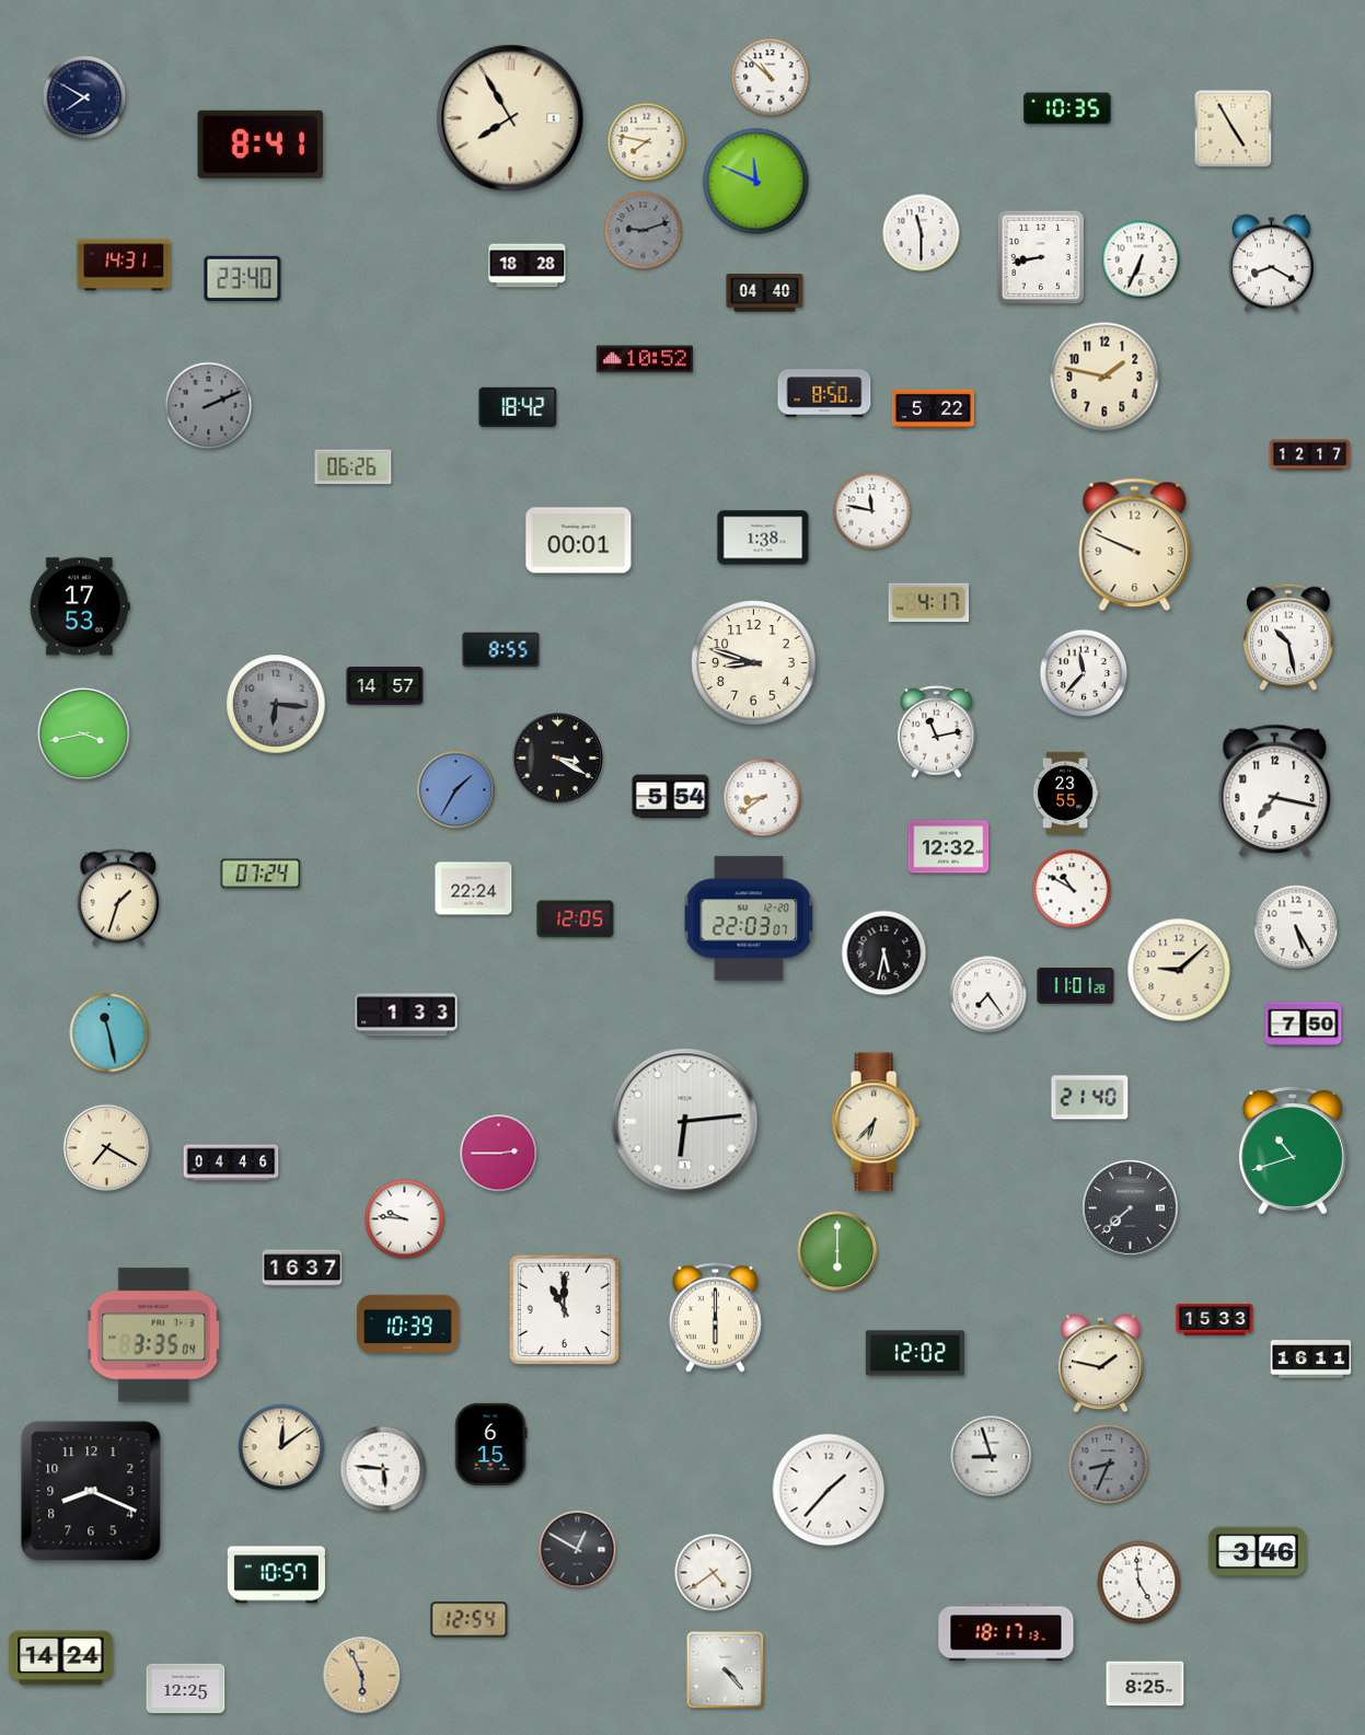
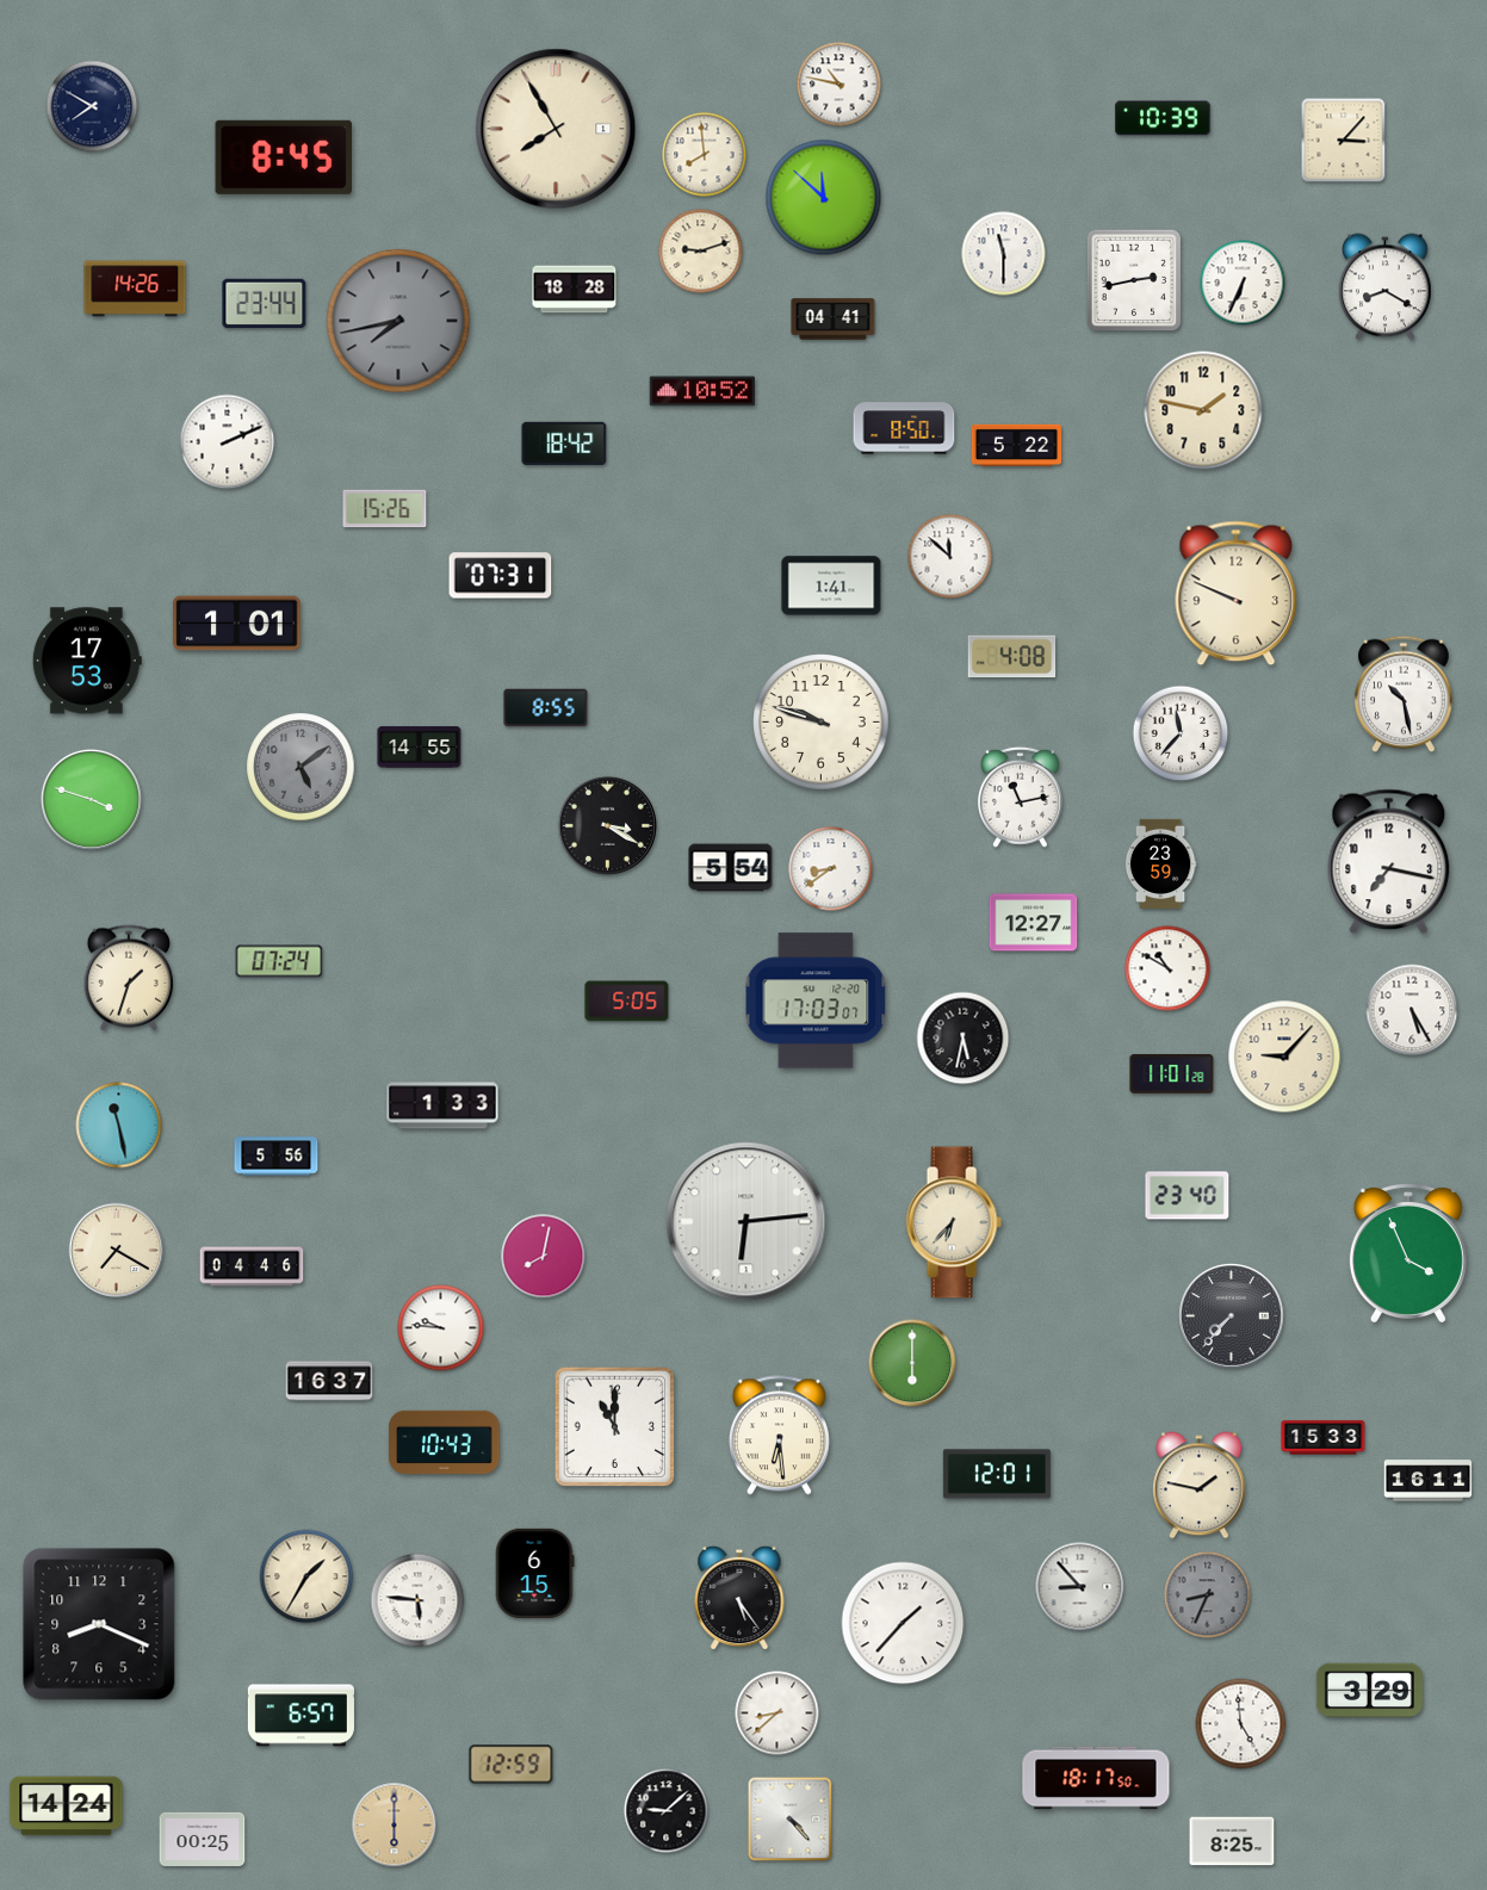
clock at (771, 78): 10:52 -> 10:47
clock at (1067, 108): 10:35 -> 10:39
clock at (1234, 129): 4:55 -> 3:07
clock at (647, 142): 7:47 -> 7:59
clock at (261, 144): 8:41 -> 8:45
clock at (756, 182): 11:49 -> 11:52
clock at (644, 231) dial: grey -> cream
clock at (1041, 257): 8:43 -> 2:43
clock at (124, 265): 14:31 -> 14:26
clock at (243, 279): 23:40 -> 23:44
clock at (765, 293): 04:40 -> 04:41
clock at (398, 321): none -> 7:43
clock at (824, 393) position: (824, 393) -> (904, 428)
clock at (209, 406) dial: grey -> white
clock at (1310, 455): 12:17 -> none
clock at (354, 467): 06:26 -> 15:26
clock at (872, 511): 11:47 -> 11:52
clock at (501, 576): none -> 07:31
clock at (763, 537): 1:38 -> 1:41
clock at (579, 541): 00:01 -> none
clock at (237, 624): none -> 1:01
clock at (929, 603): 4:17 -> 4:08
clock at (754, 663): 8:48 -> 9:48
clock at (385, 686): 14:57 -> 14:55
clock at (276, 704): 6:16 -> 5:09
clock at (83, 733): 3:43 -> 3:48
clock at (456, 790): 1:35 -> none
clock at (1065, 793): 23:55 -> 23:59
clock at (949, 847): 12:32 -> 12:27
clock at (261, 874) position: (261, 874) -> (279, 961)
clock at (474, 889): 22:24 -> none
clock at (749, 918): 22:03 -> 17:03
clock at (576, 919): 12:05 -> 5:05
clock at (1179, 970): 9:08 -> 9:07
clock at (988, 995): 7:24 -> none
clock at (1304, 1025): 7:50 -> none
clock at (277, 1157): none -> 5:56
clock at (1090, 1098): 21:40 -> 23:40
clock at (1293, 1149): 10:42 -> 3:56
clock at (499, 1154): 2:45 -> 8:02
clock at (1131, 1208): 7:38 -> 7:37
clock at (715, 1318): 6:00 -> 6:29
clock at (408, 1323): 10:39 -> 10:43
clock at (154, 1335): 3:35 -> none
clock at (915, 1353): 12:02 -> 12:01
clock at (281, 1447): 12:09 -> 1:35
clock at (992, 1457): 8:57 -> 8:53
clock at (739, 1598): none -> 5:24
clock at (578, 1550): 12:50 -> none
clock at (1257, 1552): 3:46 -> 3:29
clock at (714, 1573): 4:39 -> 8:38
clock at (276, 1575): 10:57 -> 6:57
clock at (470, 1620): 12:54 -> 12:59
clock at (1006, 1632): 18:17:13 -> 18:17:50
clock at (667, 1811): none -> 9:08
clock at (362, 1676): 5:56 -> 6:00
clock at (1145, 1684) position: (1145, 1684) -> (1232, 1841)
clock at (186, 1688): 12:25 -> 00:25
